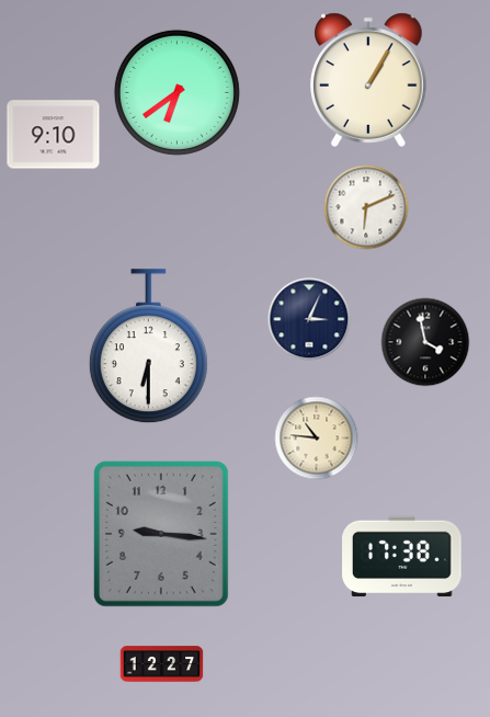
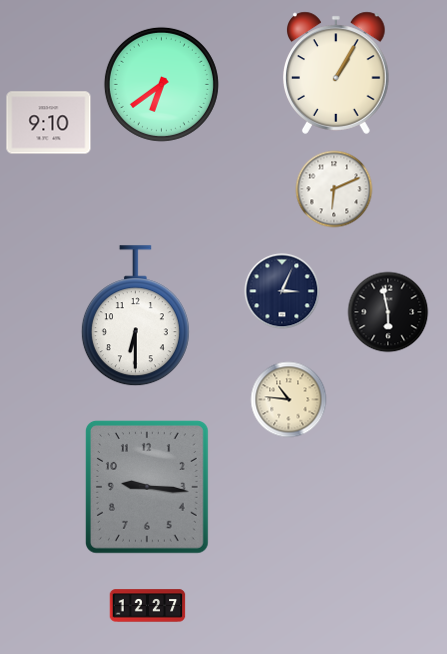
clock at (425, 342): 3:58 -> 5:58
clock at (402, 557): 17:38 -> none
